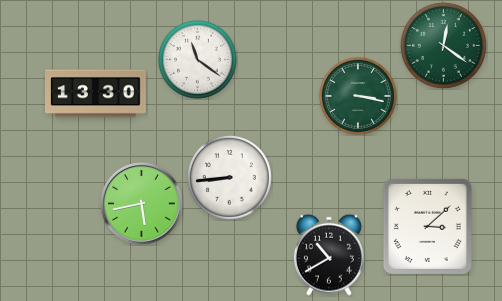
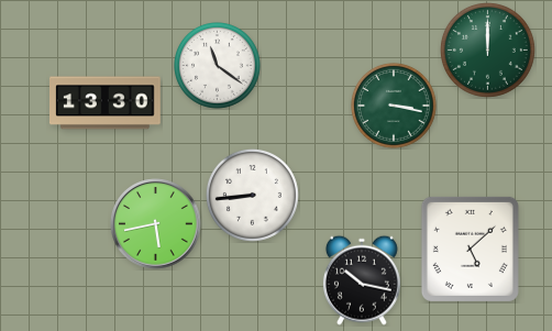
clock at (443, 45): 12:21 -> 12:00
clock at (427, 226): 3:08 -> 5:08
clock at (329, 255): 10:40 -> 10:17
